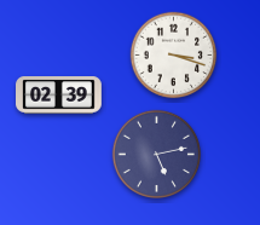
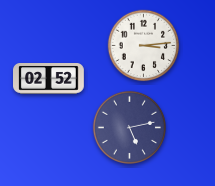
clock at (174, 56): 3:18 -> 3:14
clock at (59, 96): 02:39 -> 02:52
